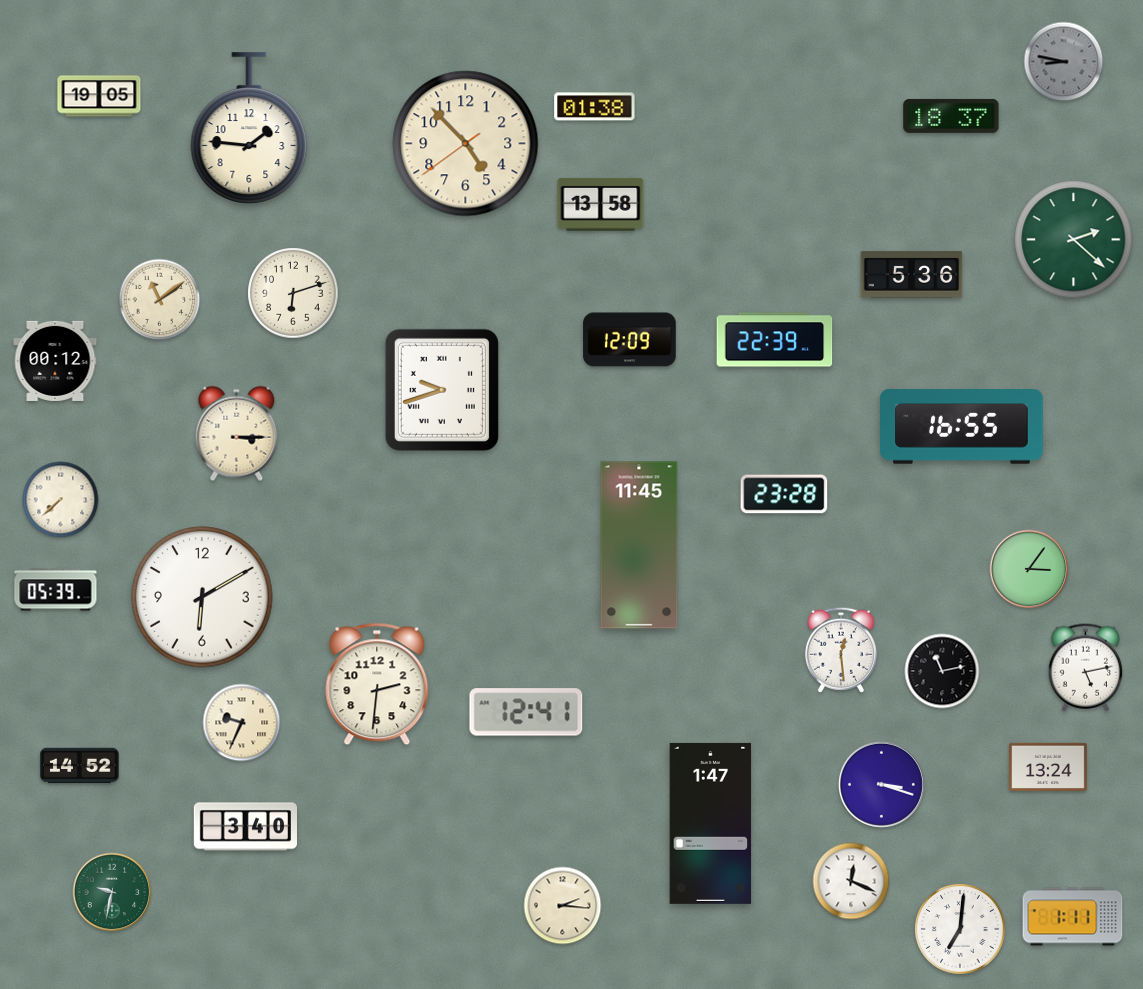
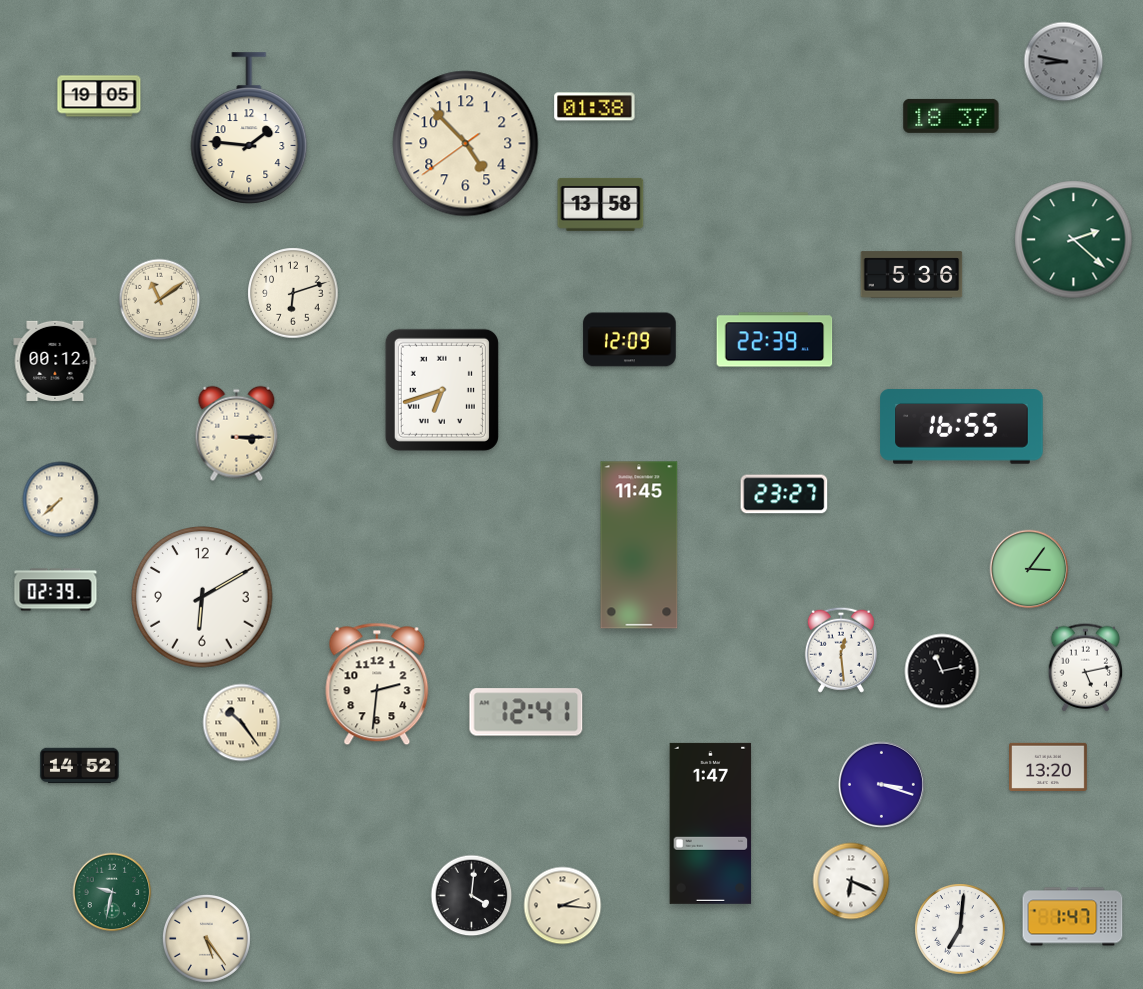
clock at (442, 390): 9:42 -> 6:42
clock at (784, 494): 23:28 -> 23:27
clock at (56, 590): 05:39 -> 02:39
clock at (242, 723): 9:34 -> 10:24
clock at (1049, 767): 13:24 -> 13:20
clock at (245, 827): 3:40 -> none
clock at (851, 881): 12:19 -> 6:19
clock at (472, 896): none -> 4:01
clock at (1073, 917): 1:11 -> 1:47
clock at (206, 938): none -> 5:24
